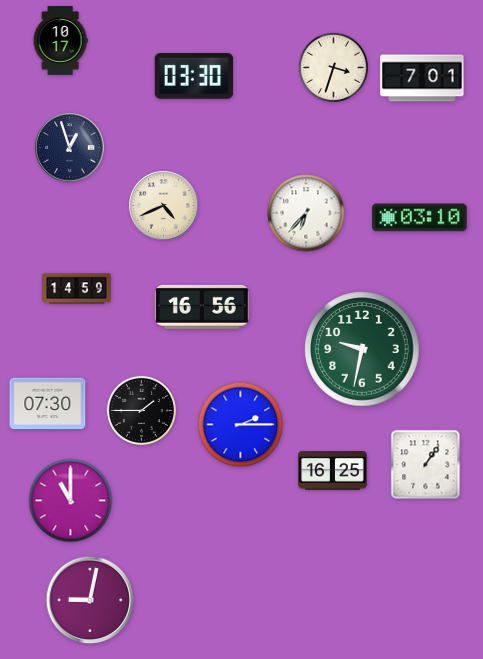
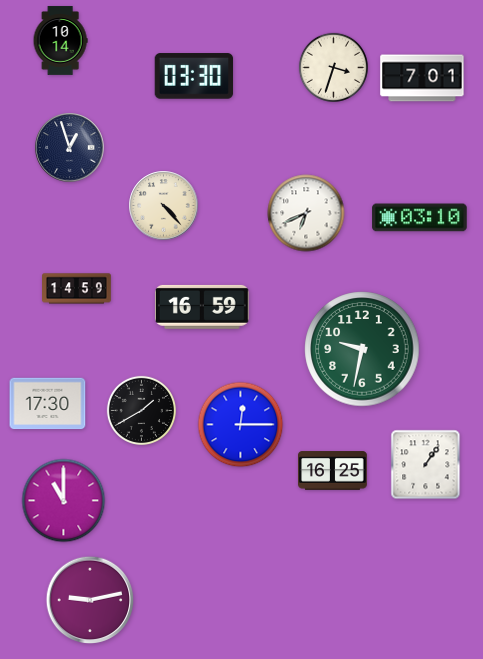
clock at (60, 41): 10:17 -> 10:14
clock at (164, 206): 4:41 -> 4:23
clock at (306, 213): 6:37 -> 6:41
clock at (202, 307): 16:56 -> 16:59
clock at (48, 404): 07:30 -> 17:30
clock at (141, 410): 1:45 -> 1:40
clock at (241, 425): 2:15 -> 12:15
clock at (71, 501) position: (71, 501) -> (64, 501)
clock at (90, 600): 9:02 -> 9:13
